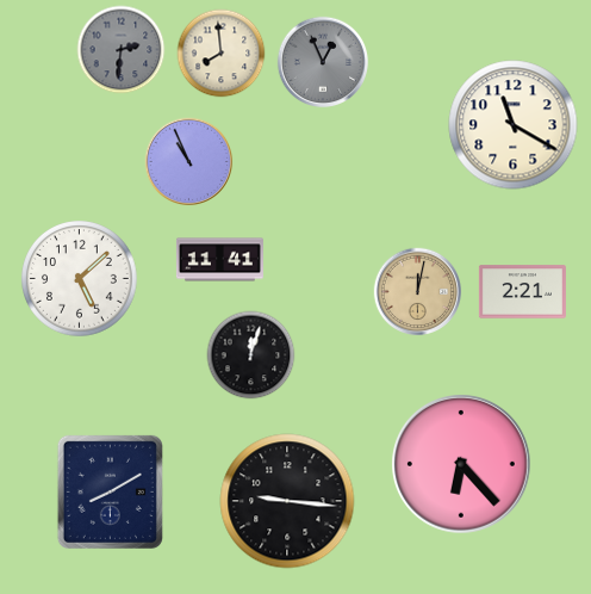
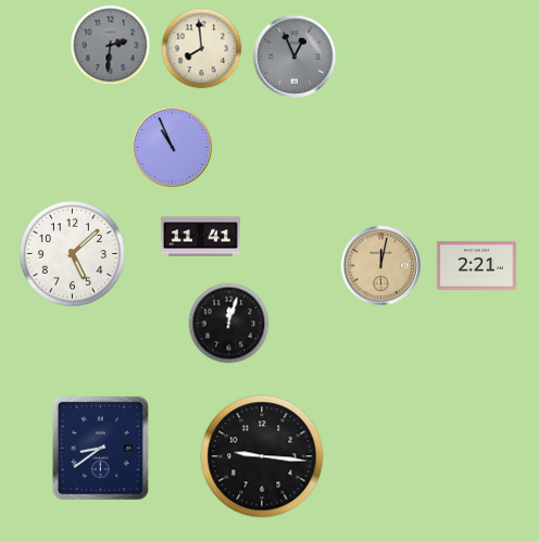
clock at (514, 125): 11:20 -> none
clock at (462, 465): 6:23 -> none
clock at (110, 491): 8:10 -> 8:39
